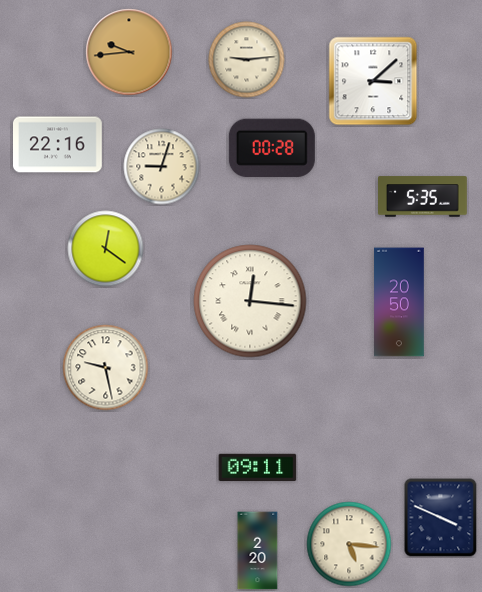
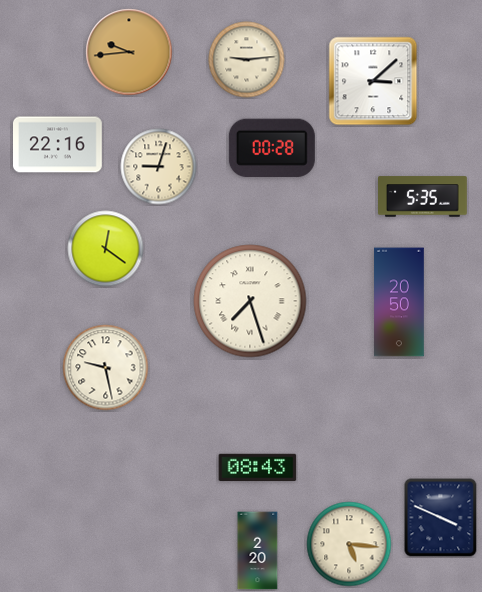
clock at (162, 167) position: (162, 167) -> (159, 167)
clock at (250, 301): 12:16 -> 7:27
clock at (258, 468): 09:11 -> 08:43
